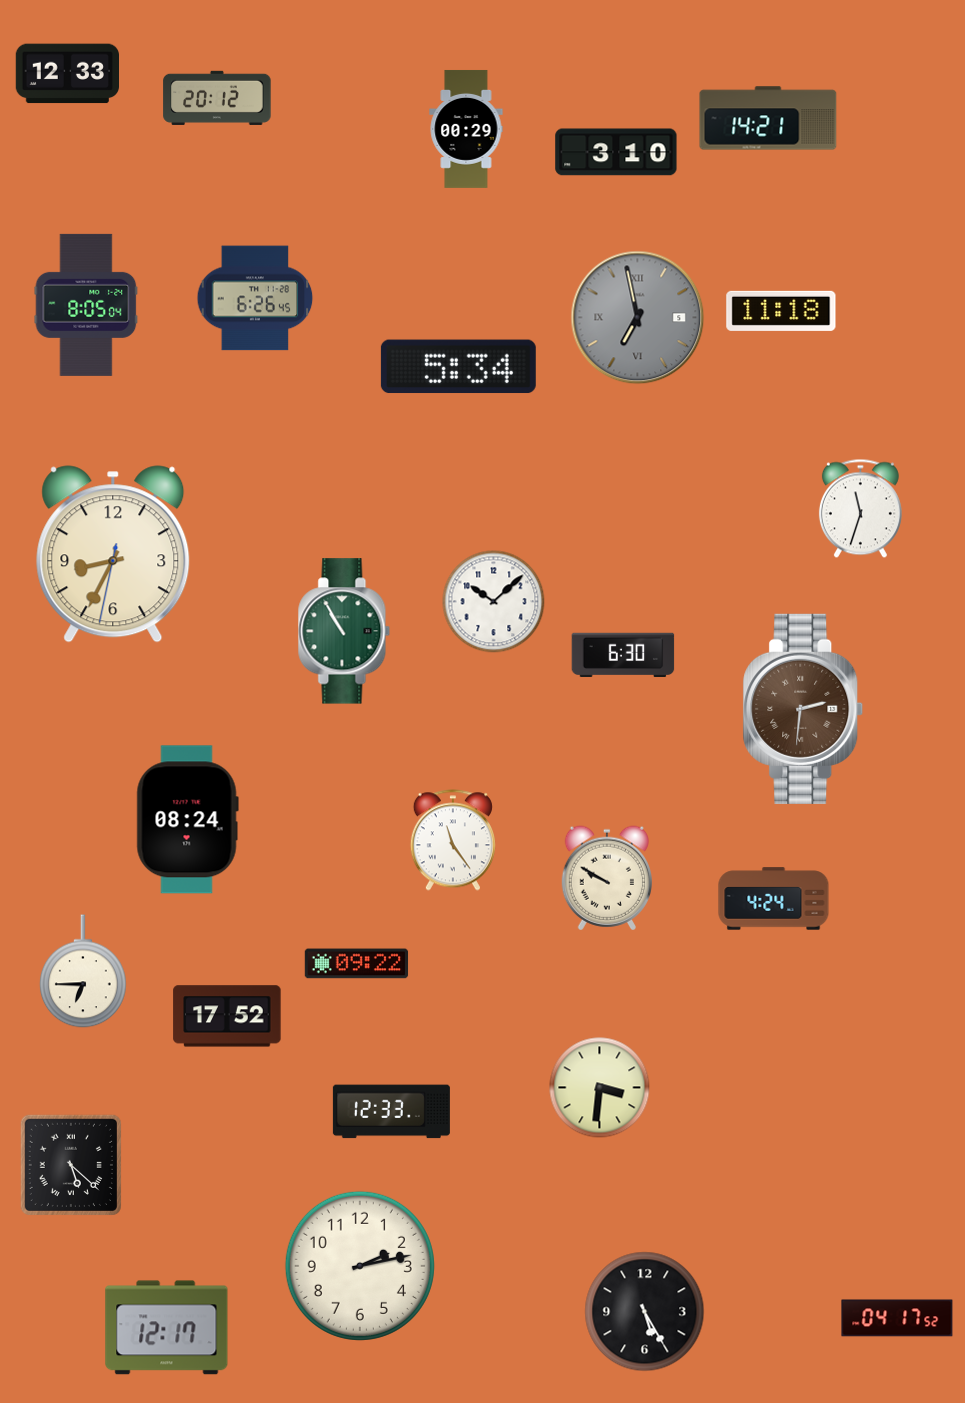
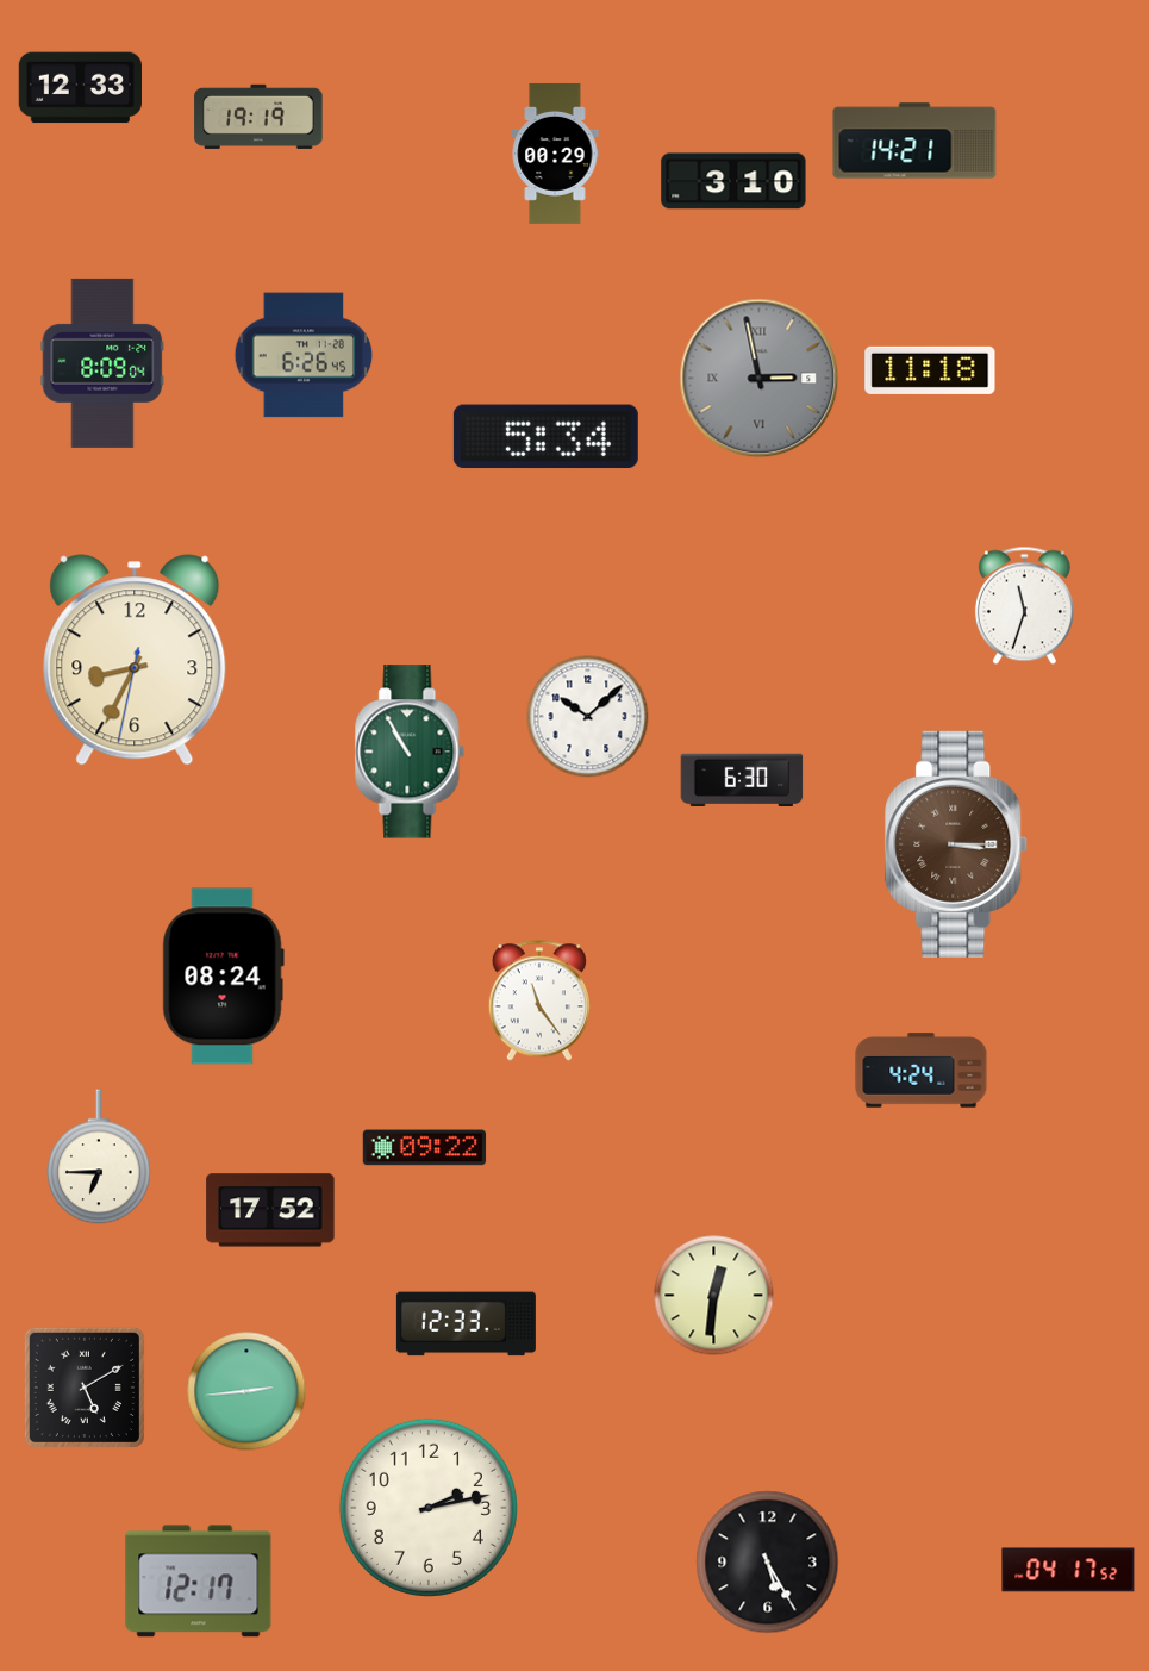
clock at (217, 98): 20:12 -> 19:19
clock at (86, 305): 8:05 -> 8:09
clock at (638, 318): 6:58 -> 2:58
clock at (803, 709): 2:31 -> 3:15
clock at (607, 878): 9:50 -> none
clock at (600, 1088): 3:31 -> 12:31
clock at (71, 1165): 5:22 -> 5:10
clock at (246, 1391): none -> 2:44
